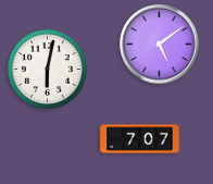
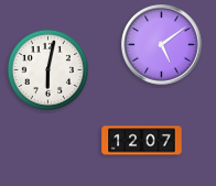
clock at (140, 139): 7:07 -> 12:07
